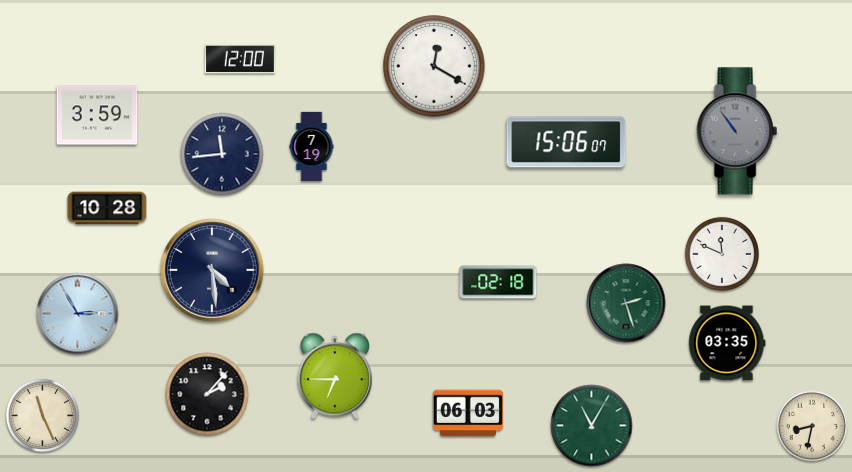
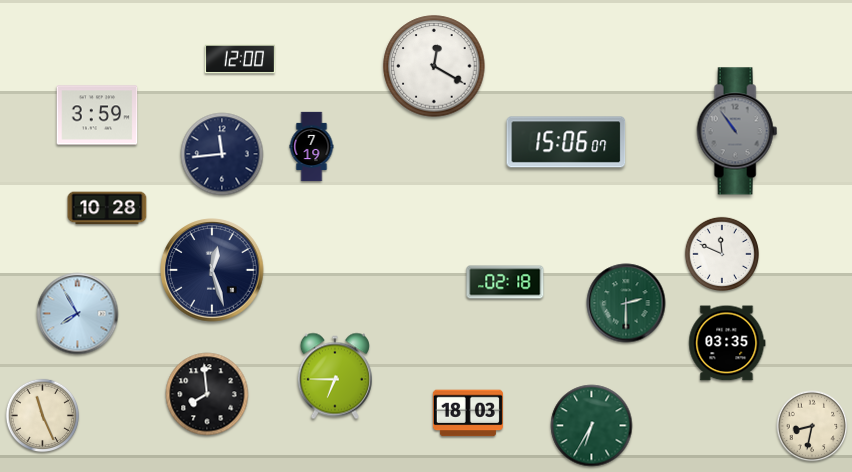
clock at (212, 270): 4:29 -> 12:27
clock at (498, 282) position: (498, 282) -> (505, 282)
clock at (626, 303): 2:27 -> 2:30
clock at (78, 314): 2:55 -> 7:55
clock at (207, 394): 2:07 -> 7:59
clock at (468, 413): 06:03 -> 18:03
clock at (592, 426): 11:05 -> 6:35
